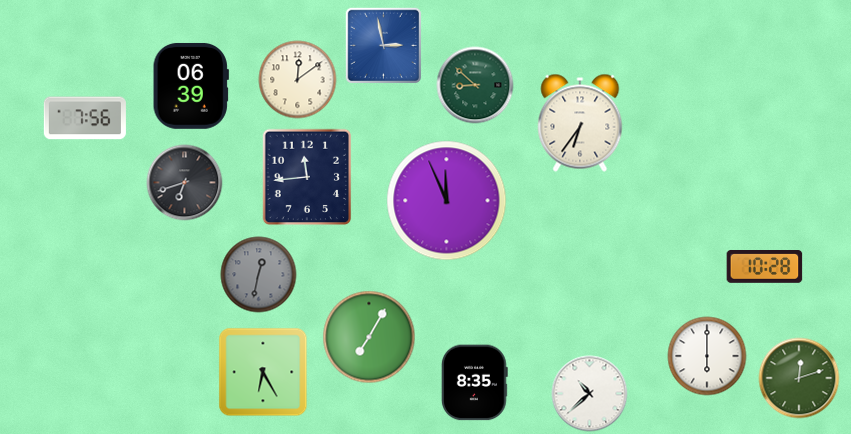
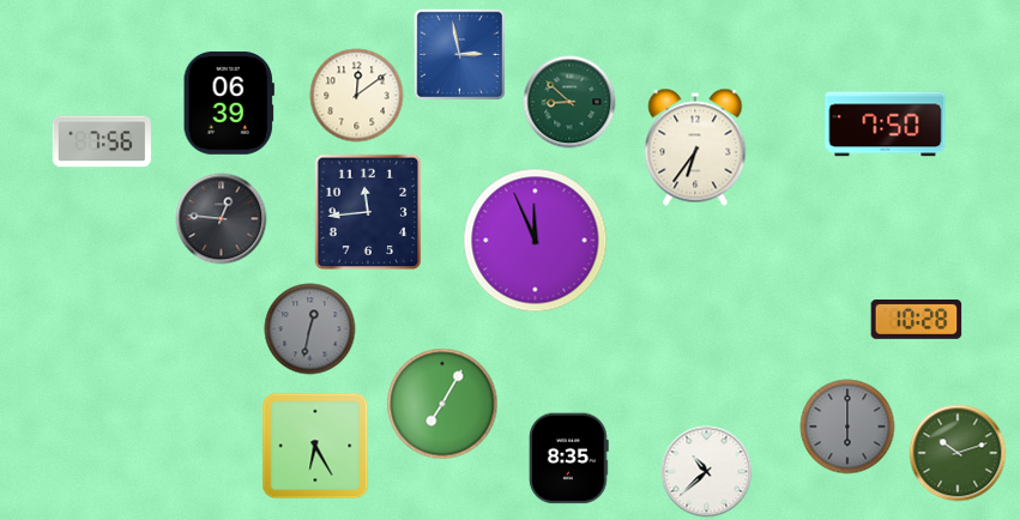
clock at (886, 125): none -> 7:50
clock at (185, 183): 6:42 -> 12:46
clock at (707, 356) dial: white -> grey
clock at (799, 378): 12:12 -> 10:12
